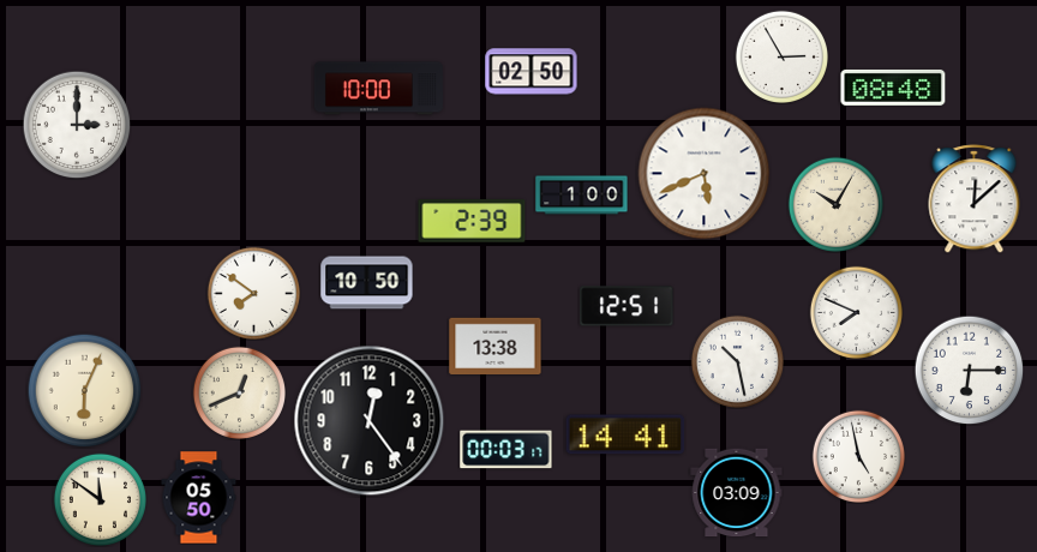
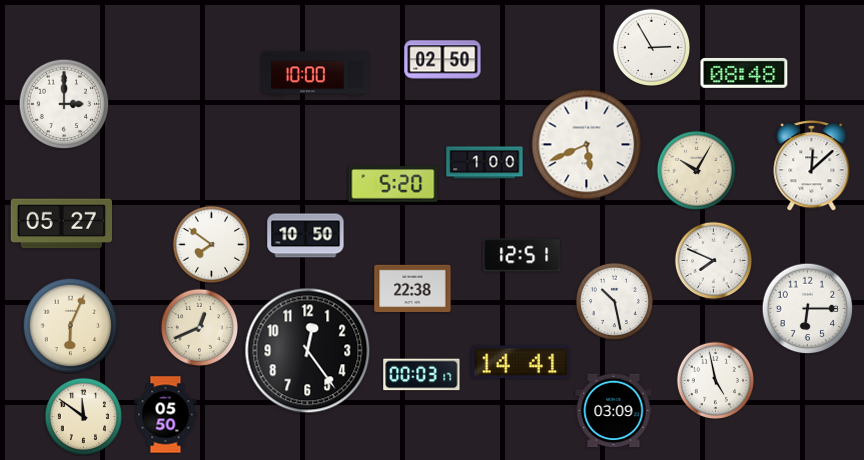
clock at (472, 221): 2:39 -> 5:20
clock at (61, 224): none -> 05:27
clock at (496, 346): 13:38 -> 22:38
